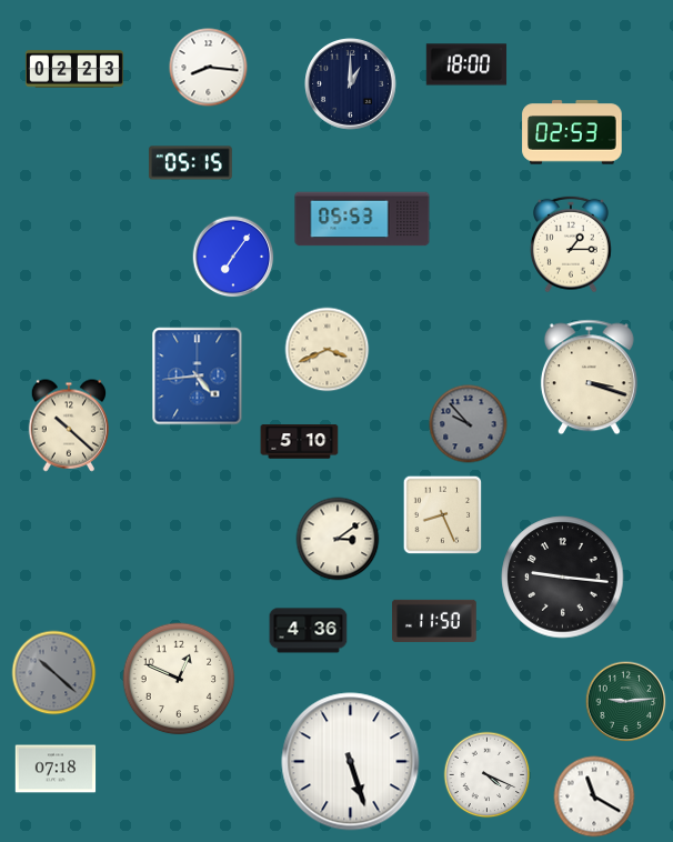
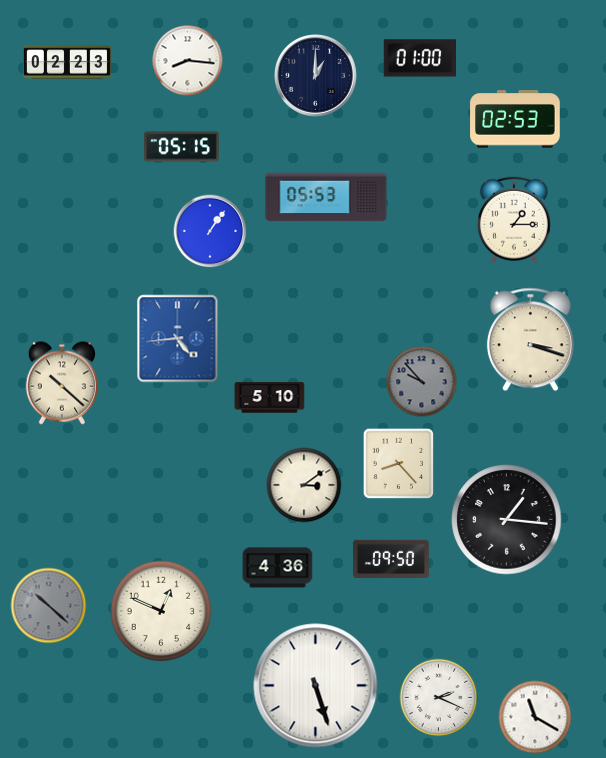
clock at (466, 64): 18:00 -> 01:00
clock at (190, 163) position: (190, 163) -> (181, 147)
clock at (233, 257): 7:06 -> 1:06
clock at (328, 350): 3:41 -> none
clock at (443, 515): 8:26 -> 8:23
clock at (563, 578): 9:16 -> 1:16
clock at (434, 621): 11:50 -> 09:50
clock at (626, 702): 9:14 -> none
clock at (56, 769): 07:18 -> none
clock at (488, 775): 4:19 -> 2:19
